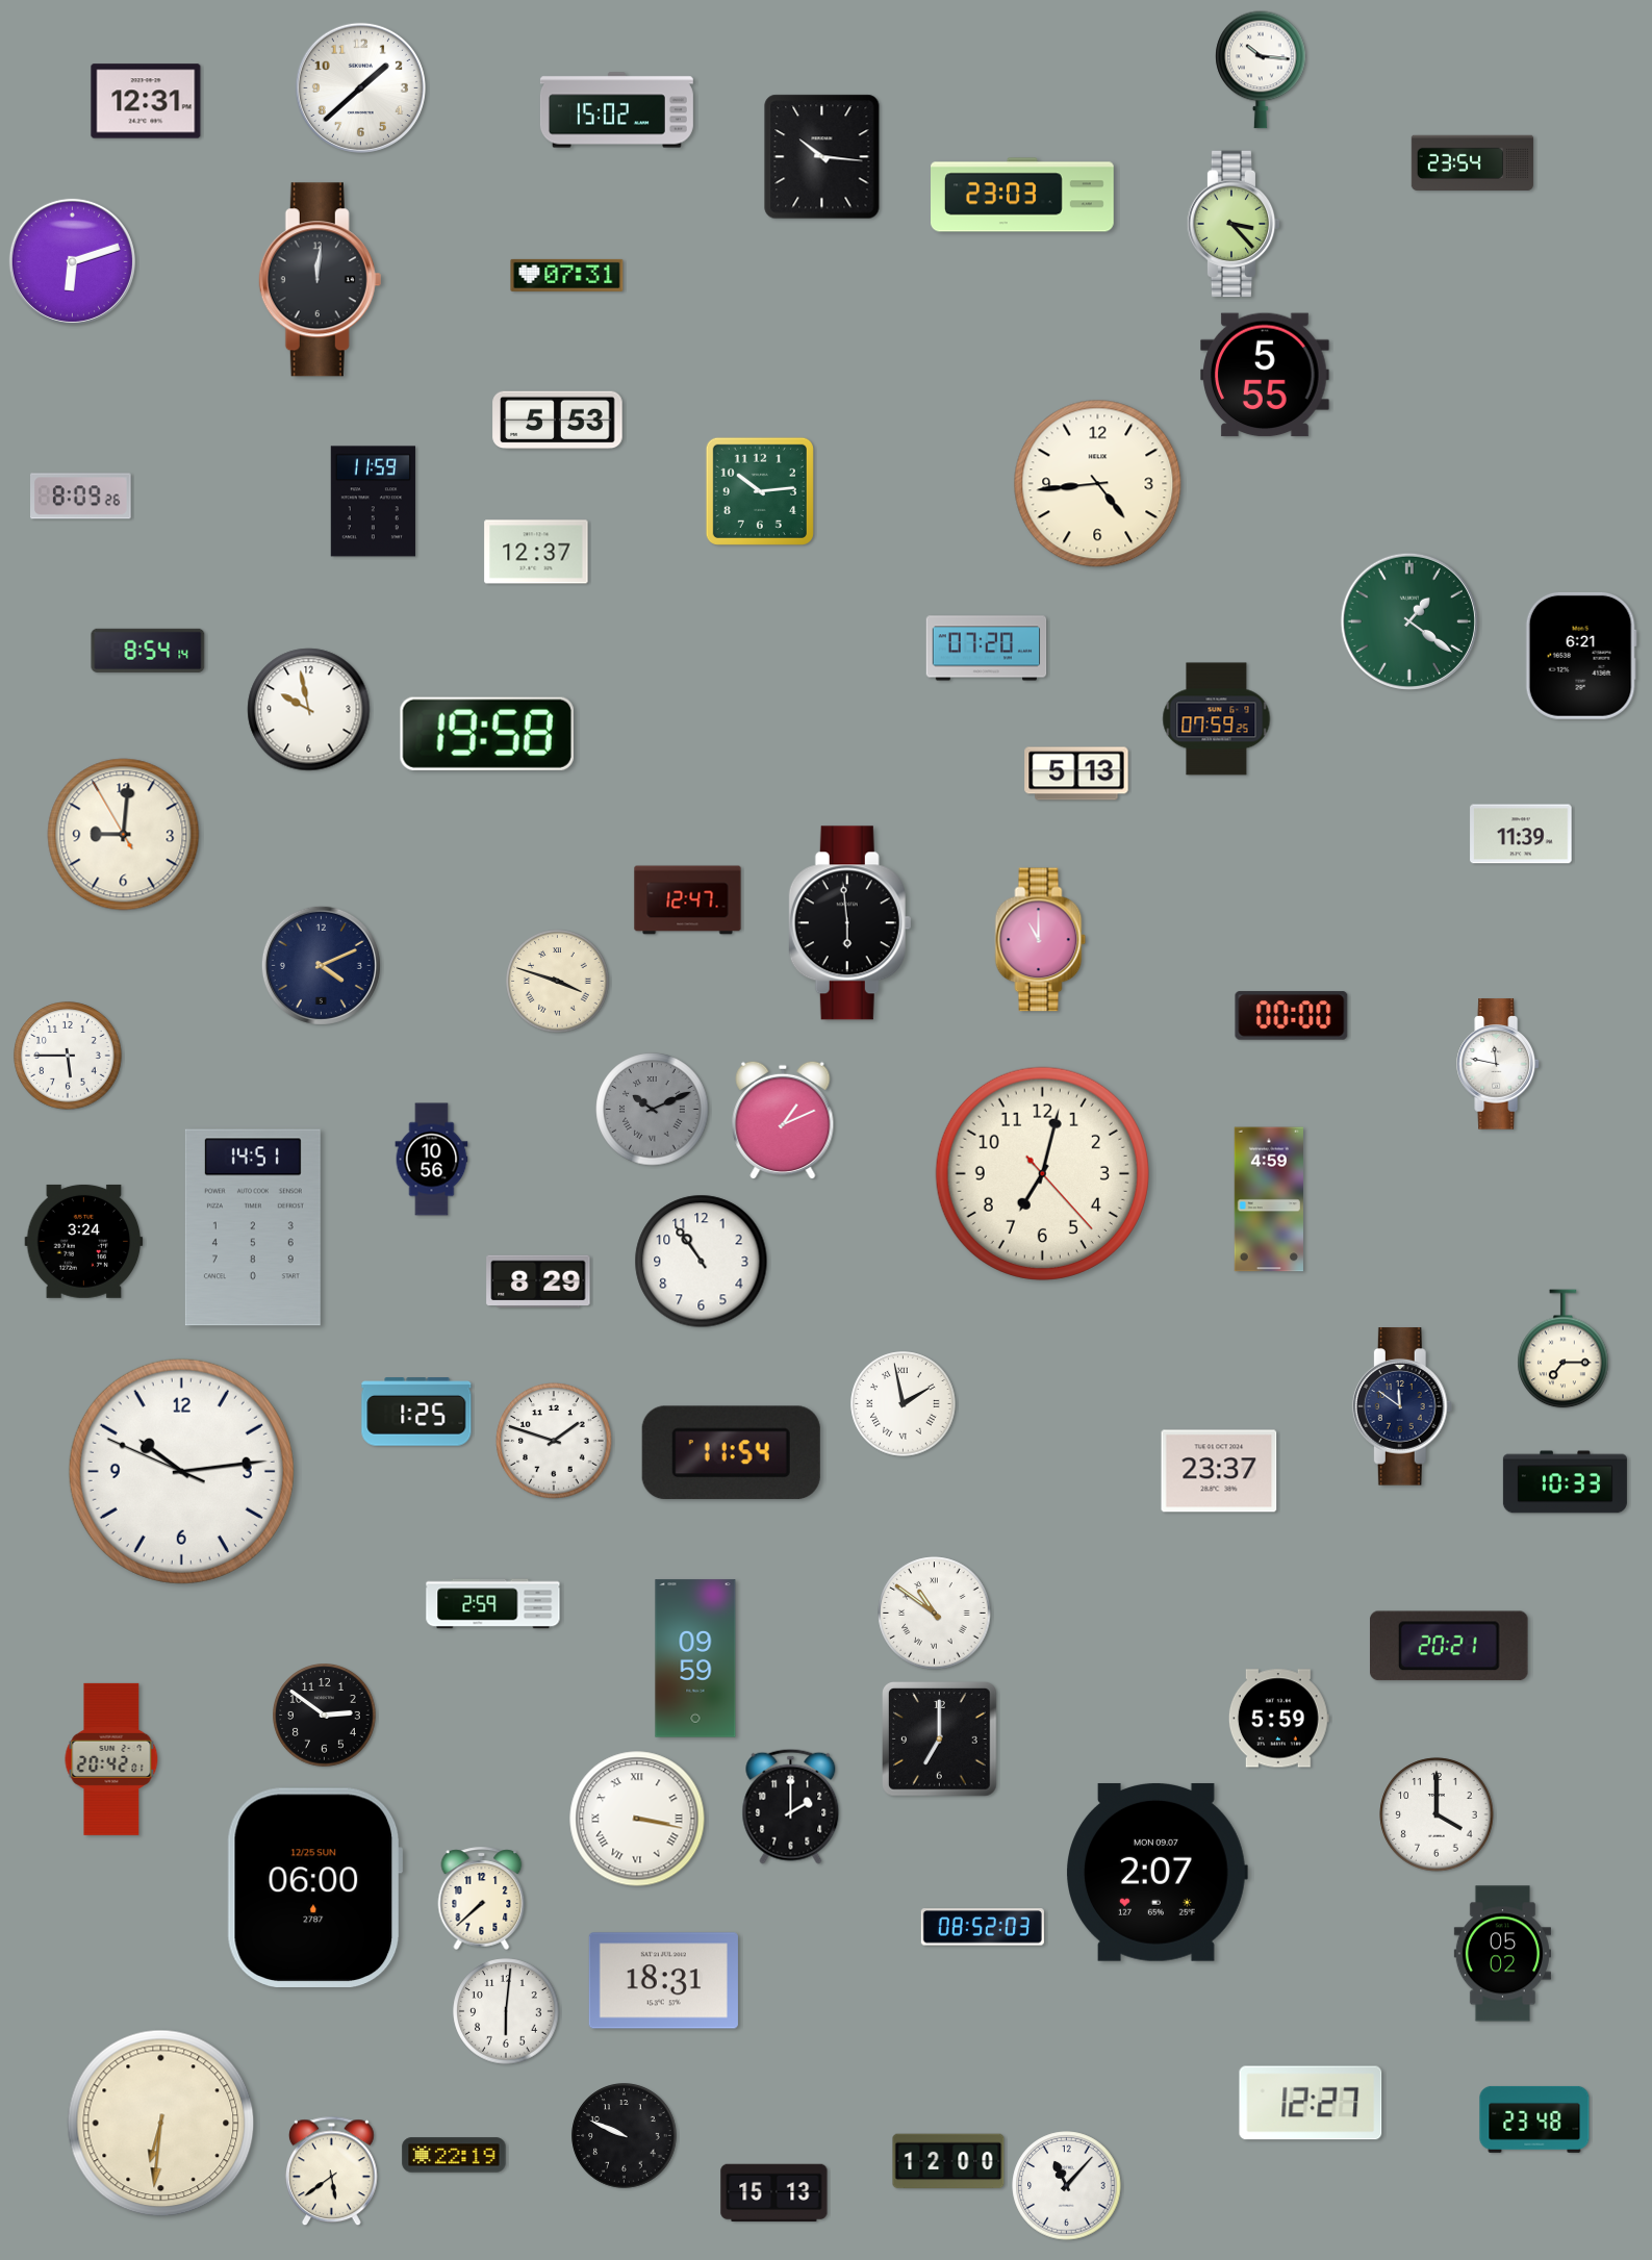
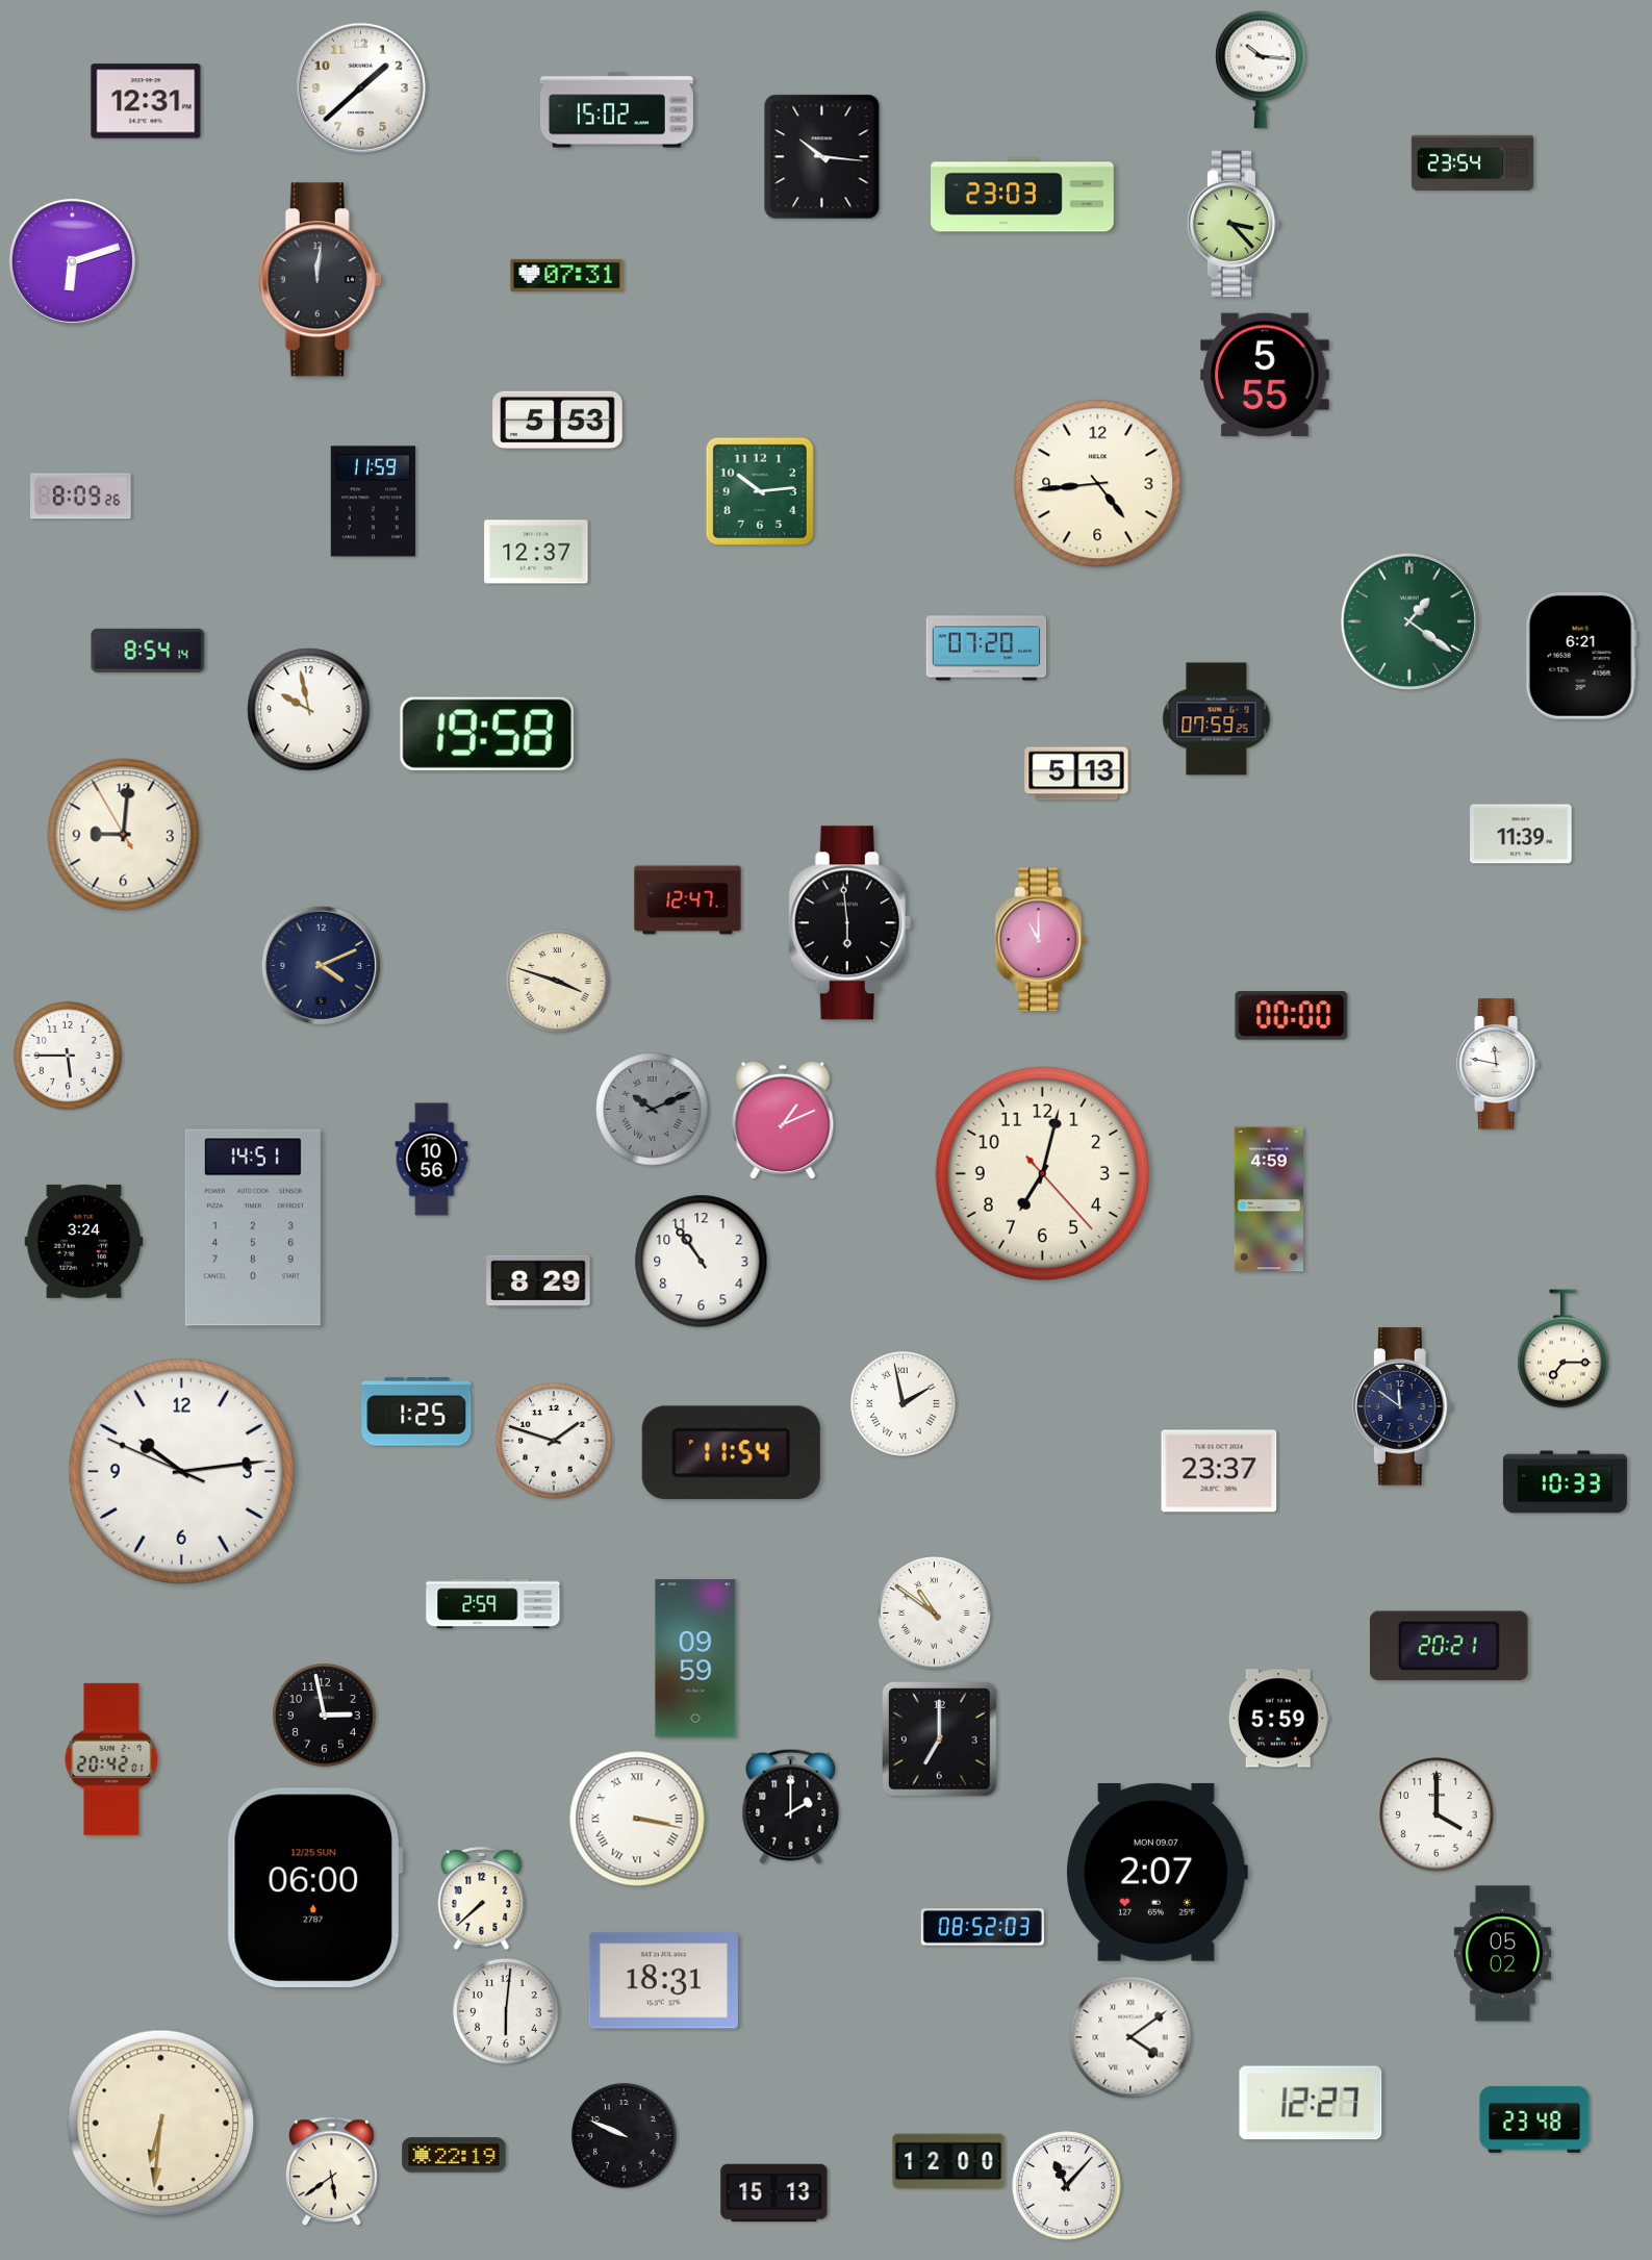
clock at (325, 1716): 2:51 -> 2:58
clock at (1130, 2037): none -> 4:09
